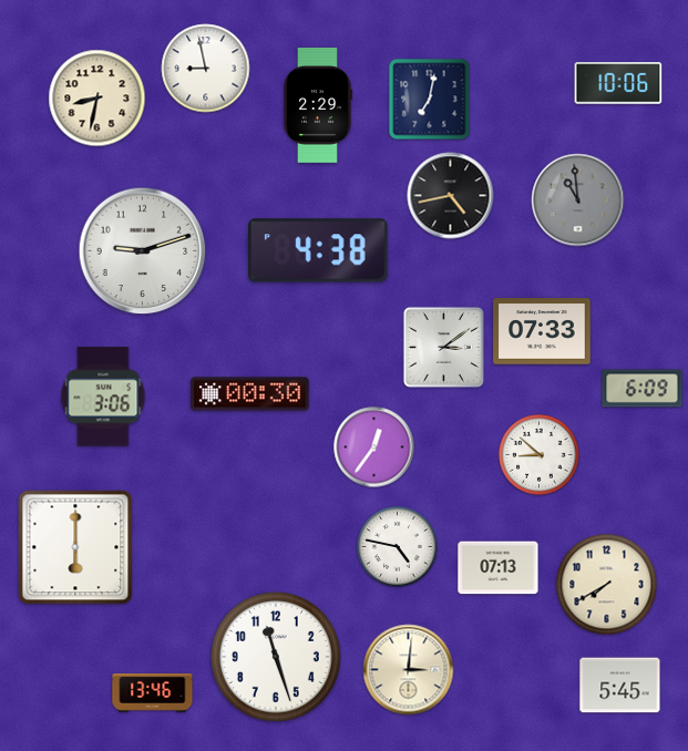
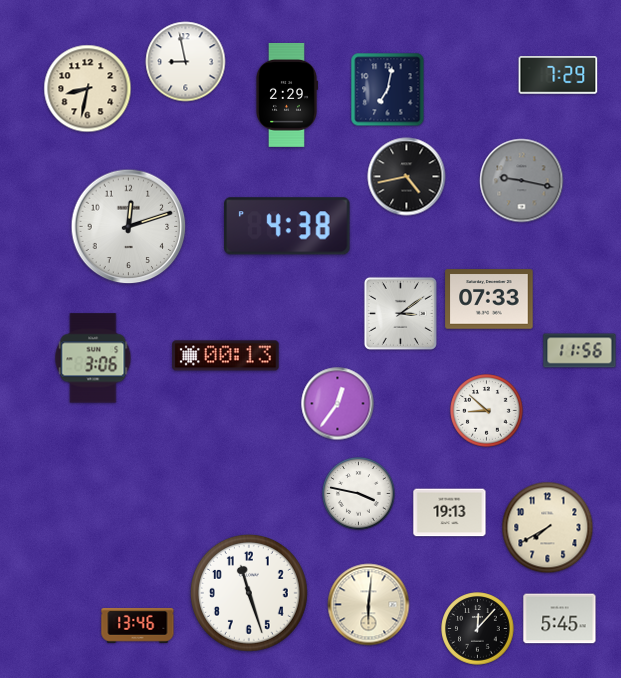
clock at (618, 83): 10:06 -> 7:29
clock at (578, 200): 10:59 -> 9:17
clock at (143, 251): 9:12 -> 12:12
clock at (643, 389): 6:09 -> 11:56
clock at (250, 394): 00:30 -> 00:13
clock at (75, 547): 6:00 -> none
clock at (398, 547): 4:47 -> 3:47
clock at (499, 568): 07:13 -> 19:13
clock at (409, 670): 3:01 -> 6:01
clock at (478, 629): none -> 12:07
